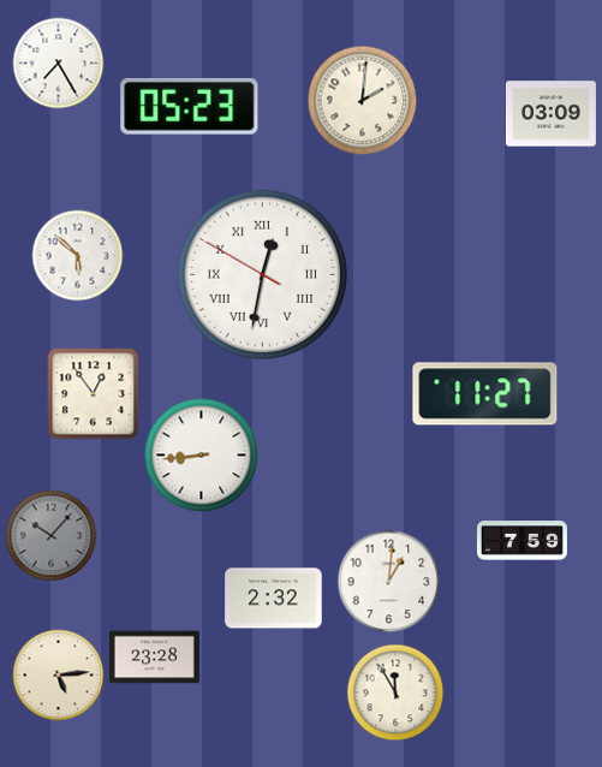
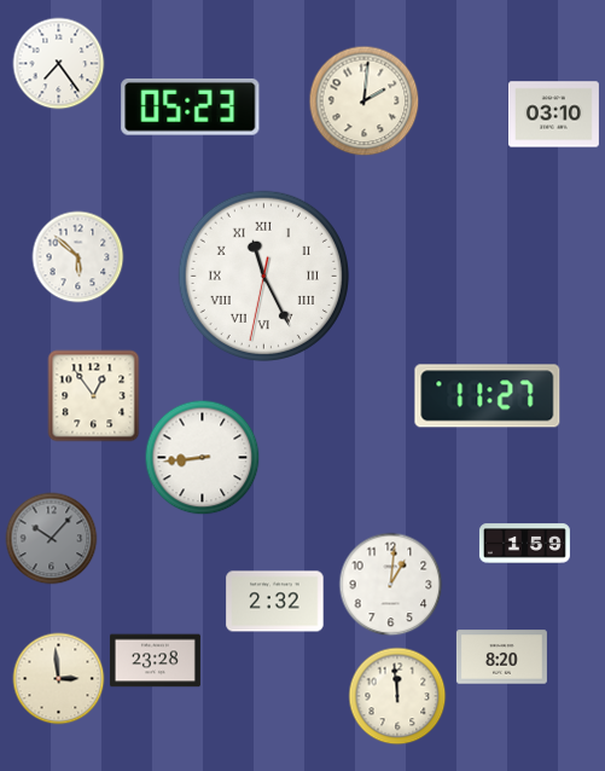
clock at (59, 64): 7:25 -> 7:24
clock at (550, 114): 03:09 -> 03:10
clock at (262, 274): 12:31 -> 11:25
clock at (521, 541): 7:59 -> 1:59
clock at (501, 657): none -> 8:20
clock at (59, 676): 5:14 -> 2:59
clock at (395, 692): 11:55 -> 11:59
